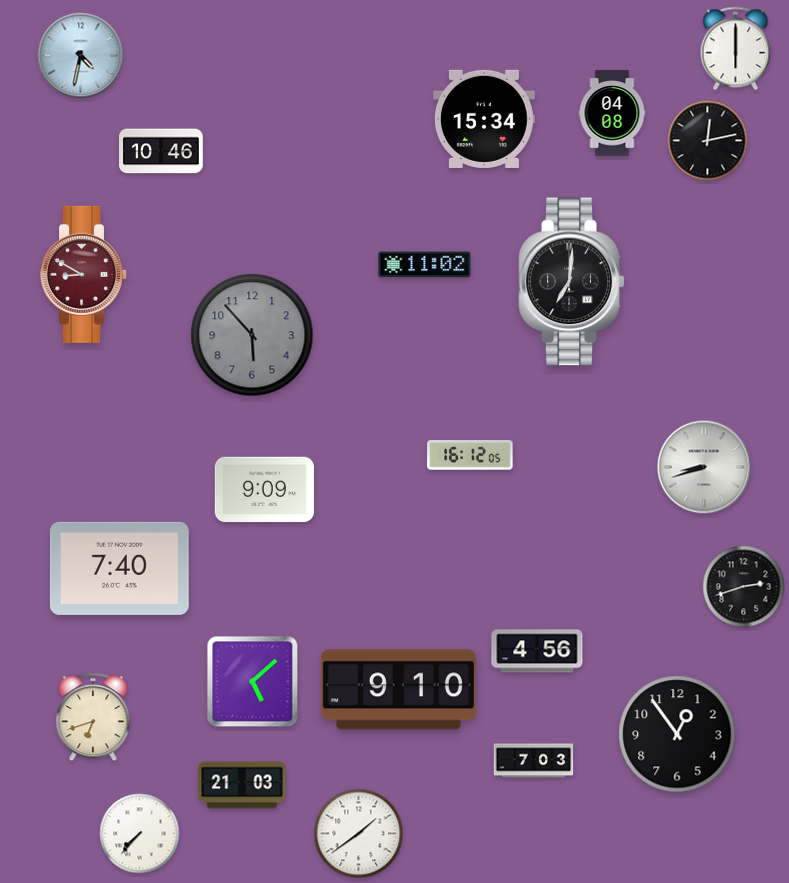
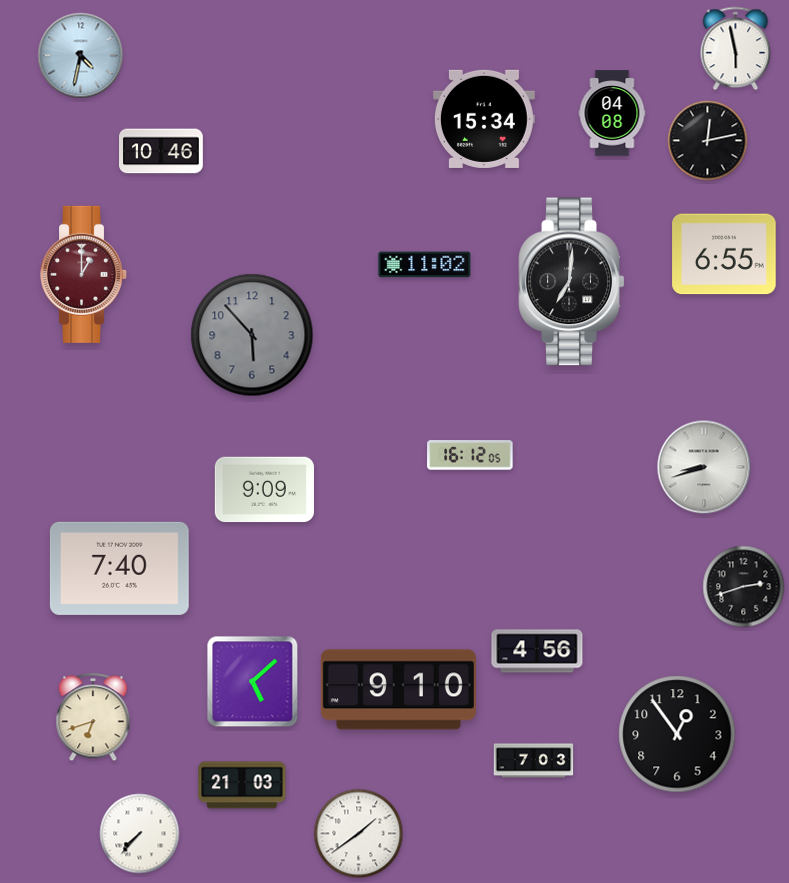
clock at (736, 49): 6:00 -> 5:58
clock at (724, 254): none -> 6:55
clock at (84, 274): 8:50 -> 1:00
